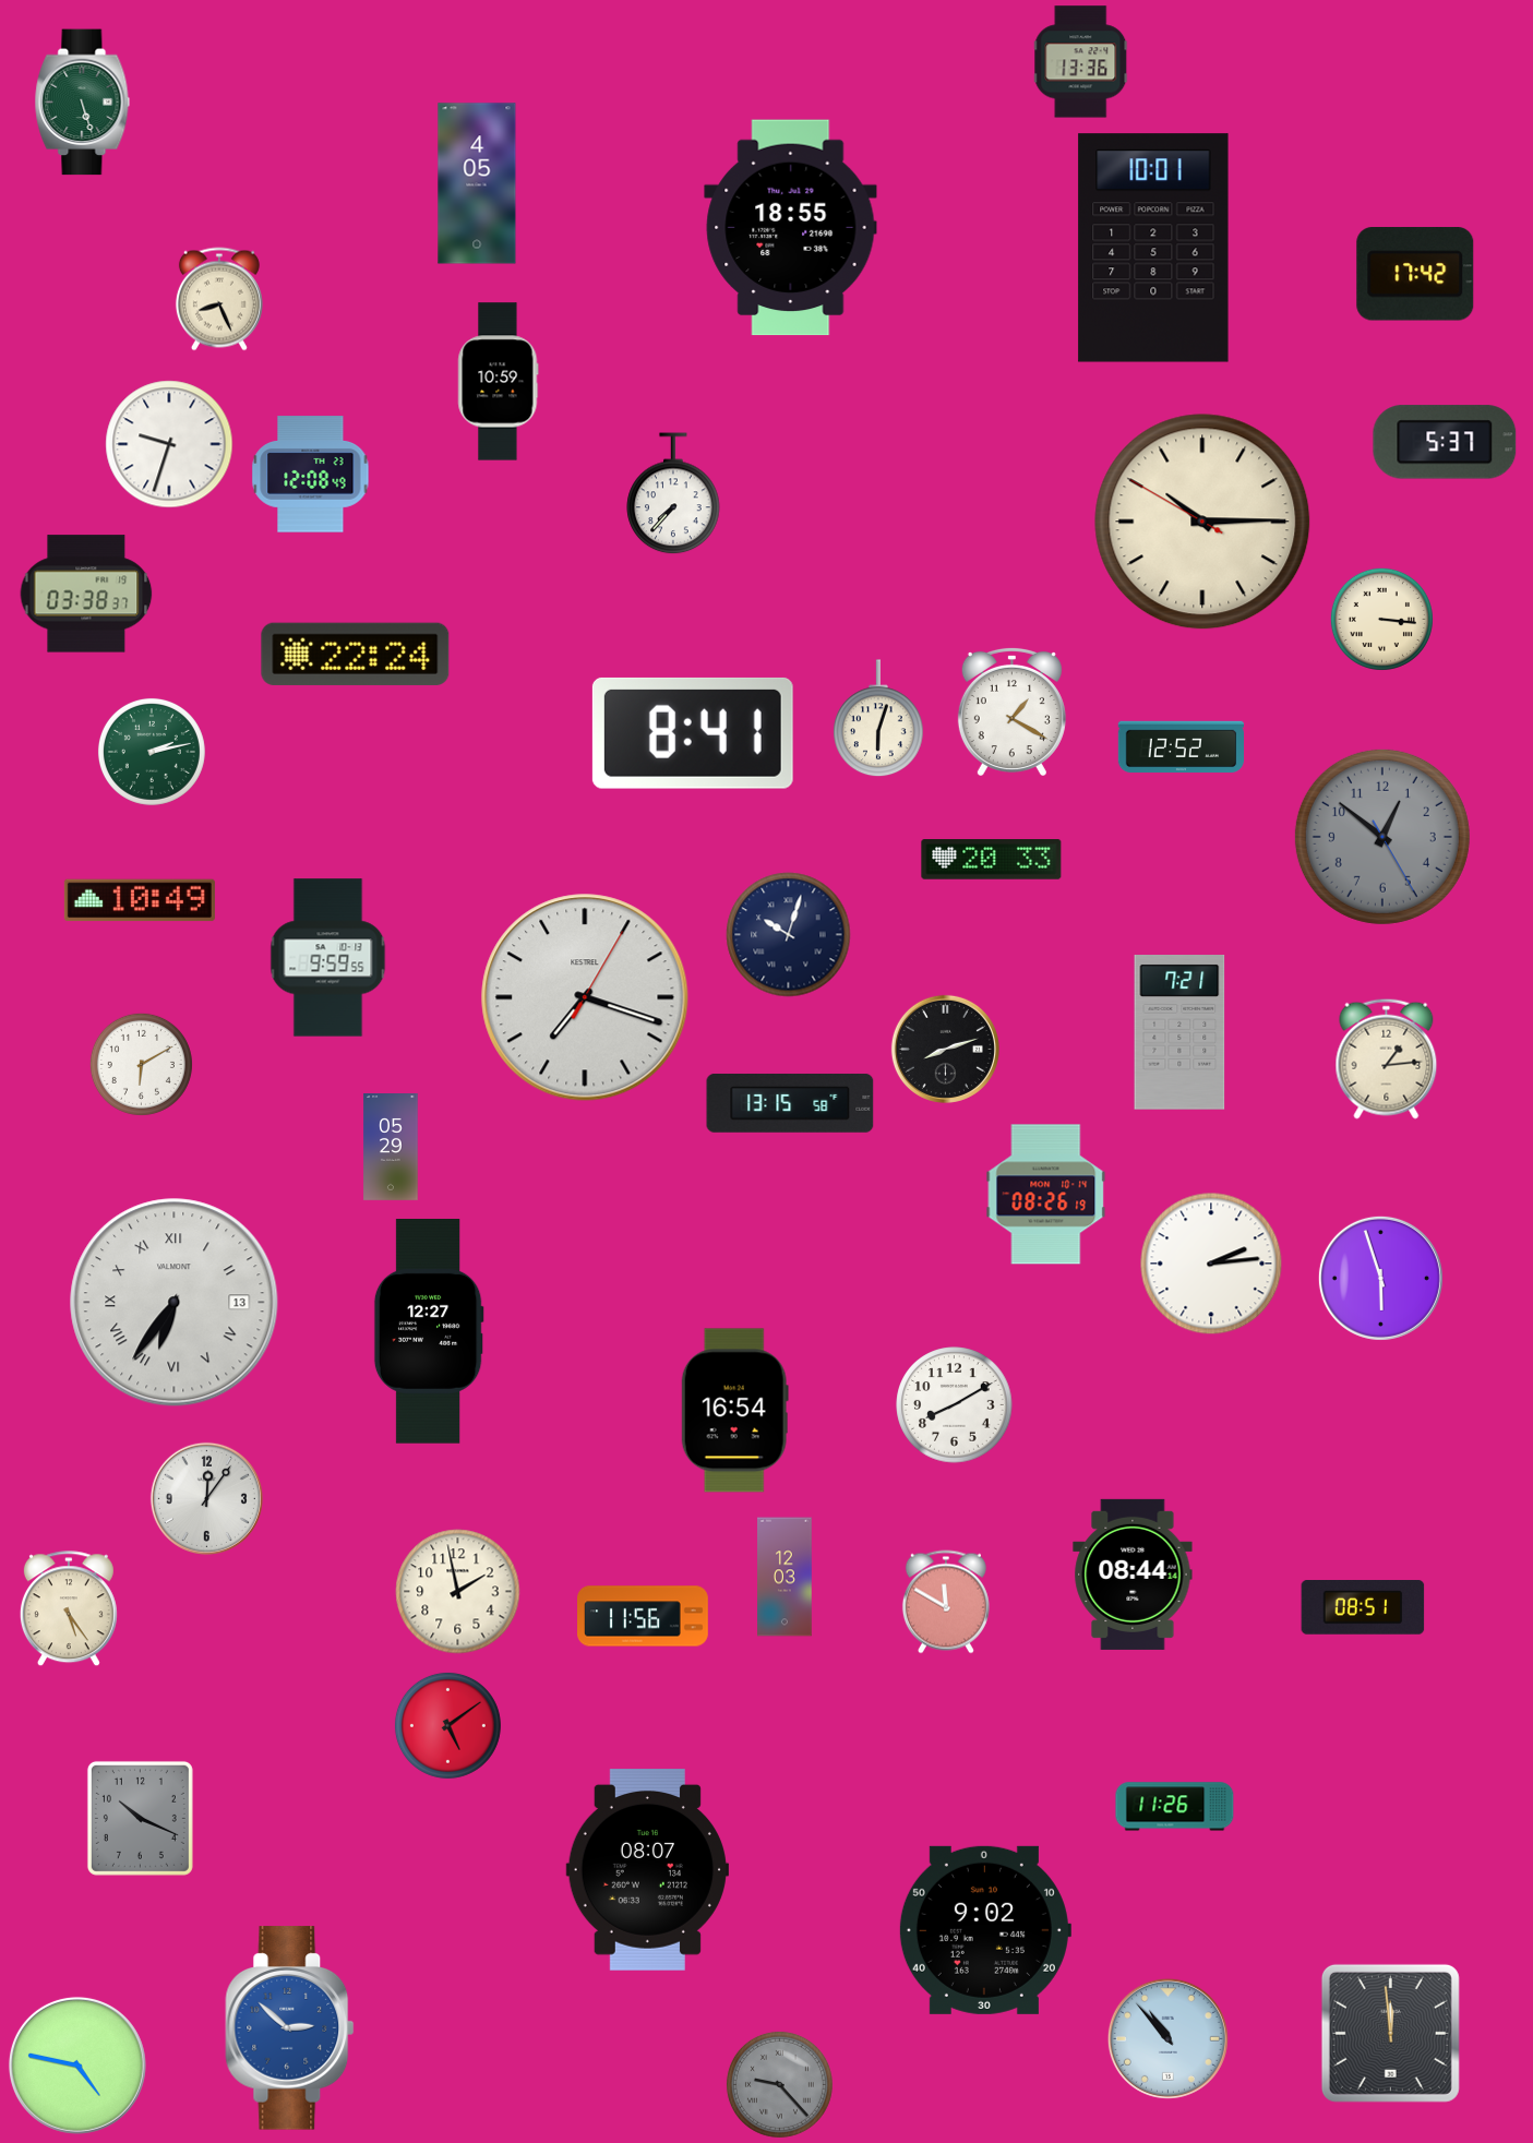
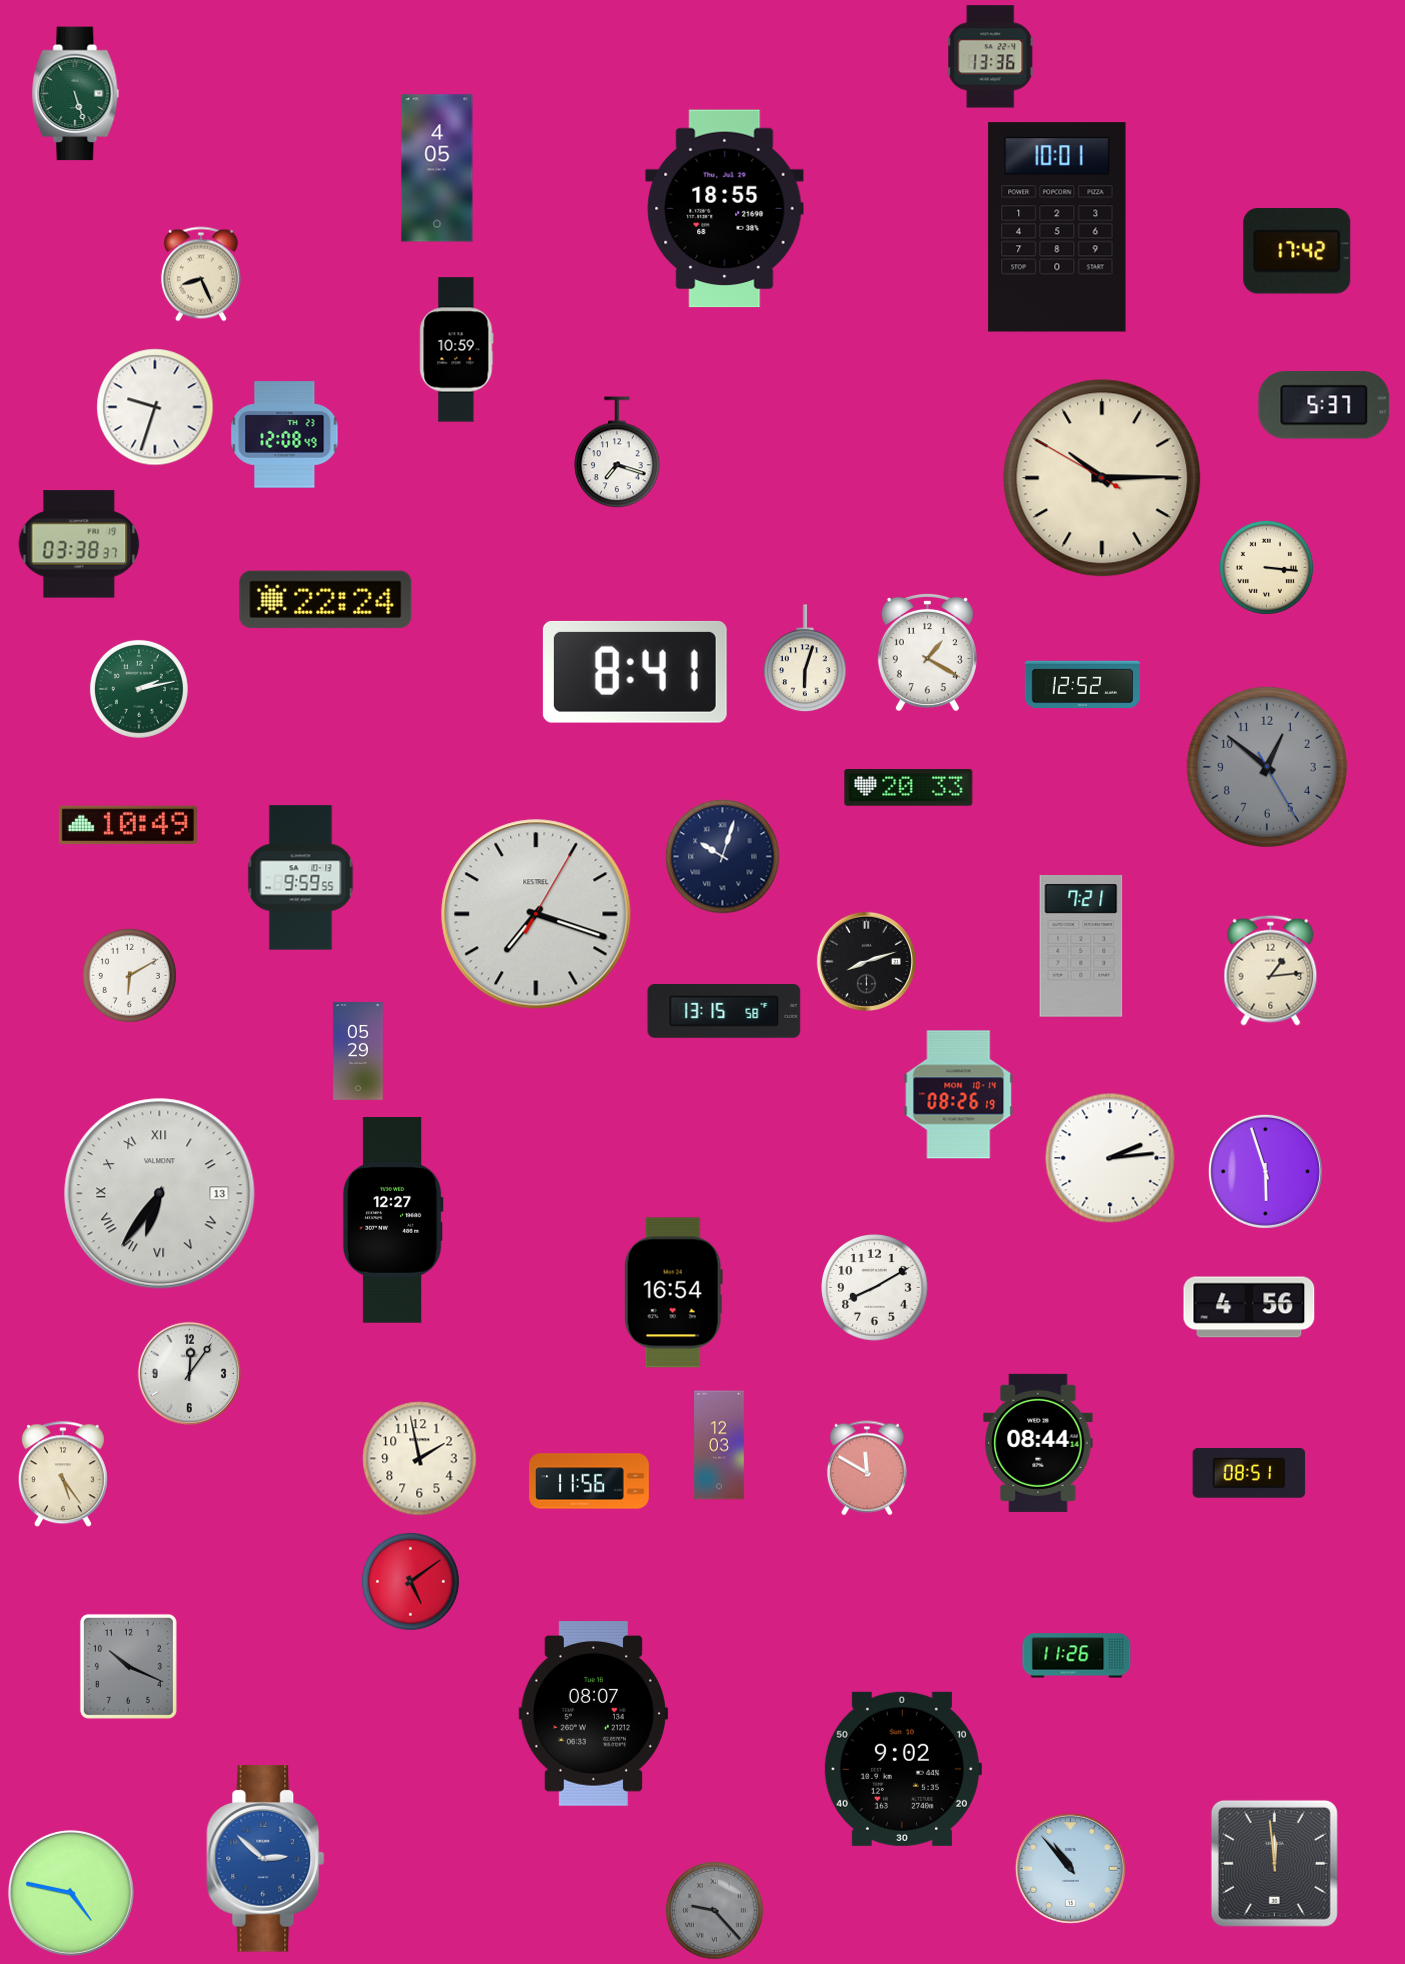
clock at (673, 494): 7:37 -> 7:18
clock at (1249, 1307): none -> 4:56
